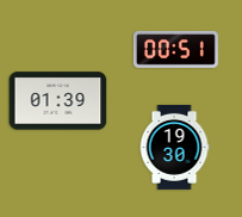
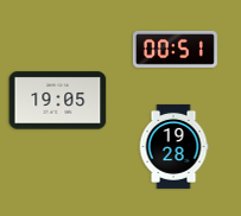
clock at (58, 101): 01:39 -> 19:05
clock at (174, 147): 19:30 -> 19:28
